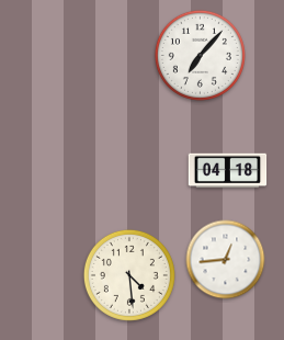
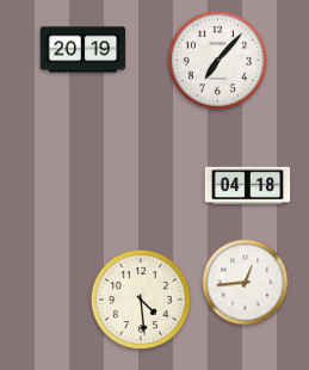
clock at (84, 50): none -> 20:19
